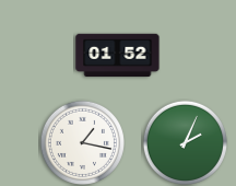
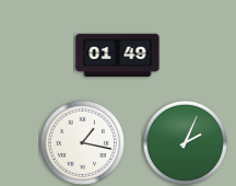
clock at (118, 56): 01:52 -> 01:49
